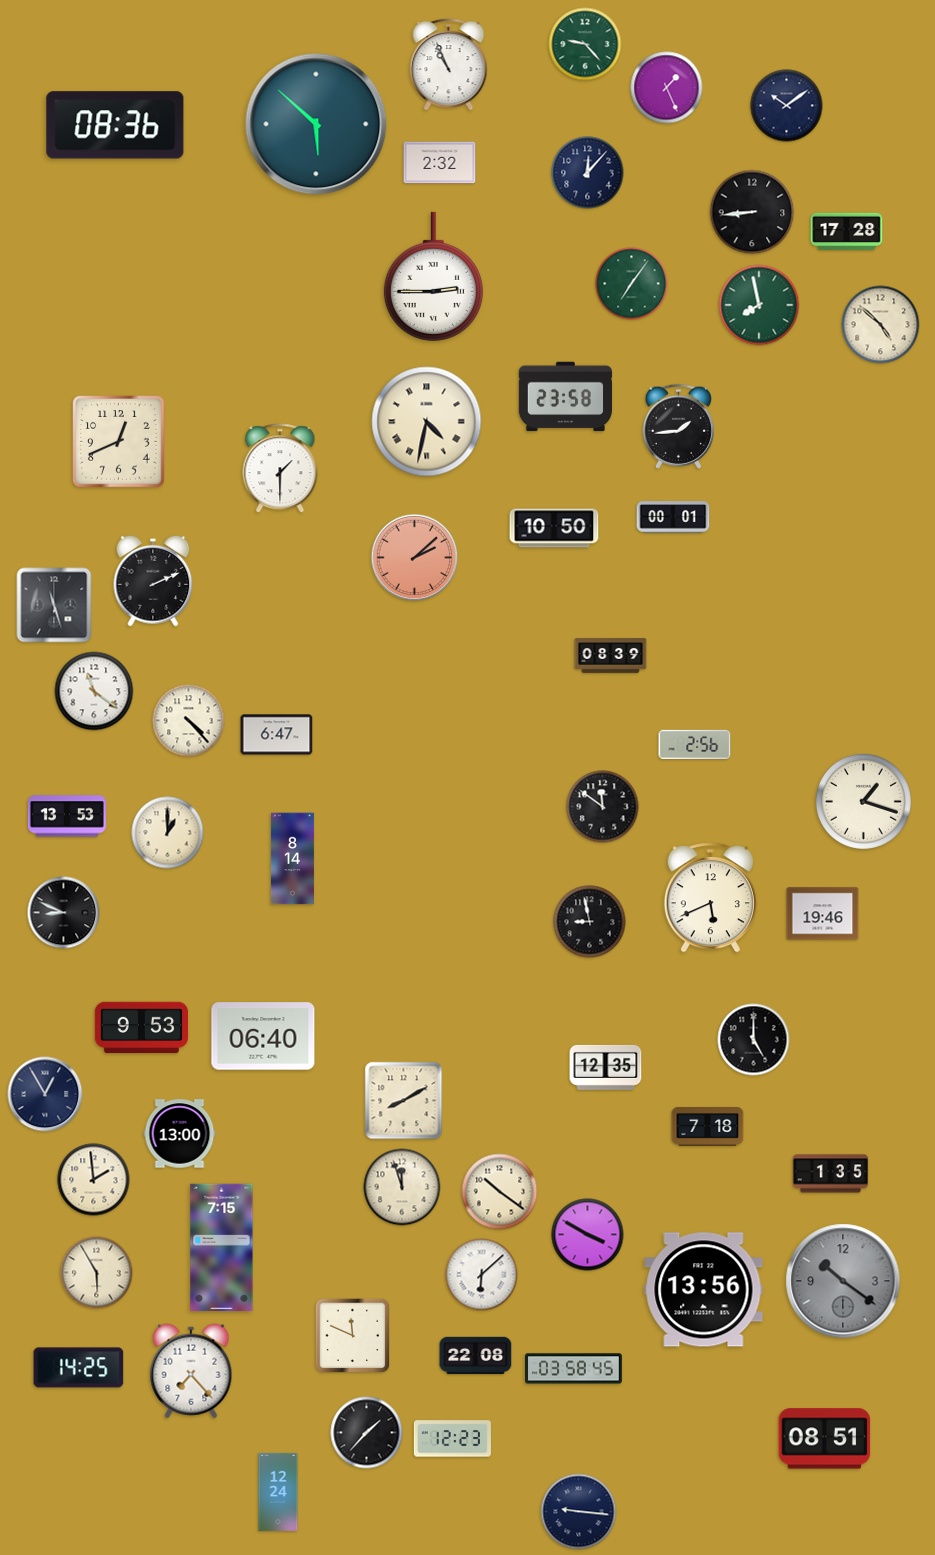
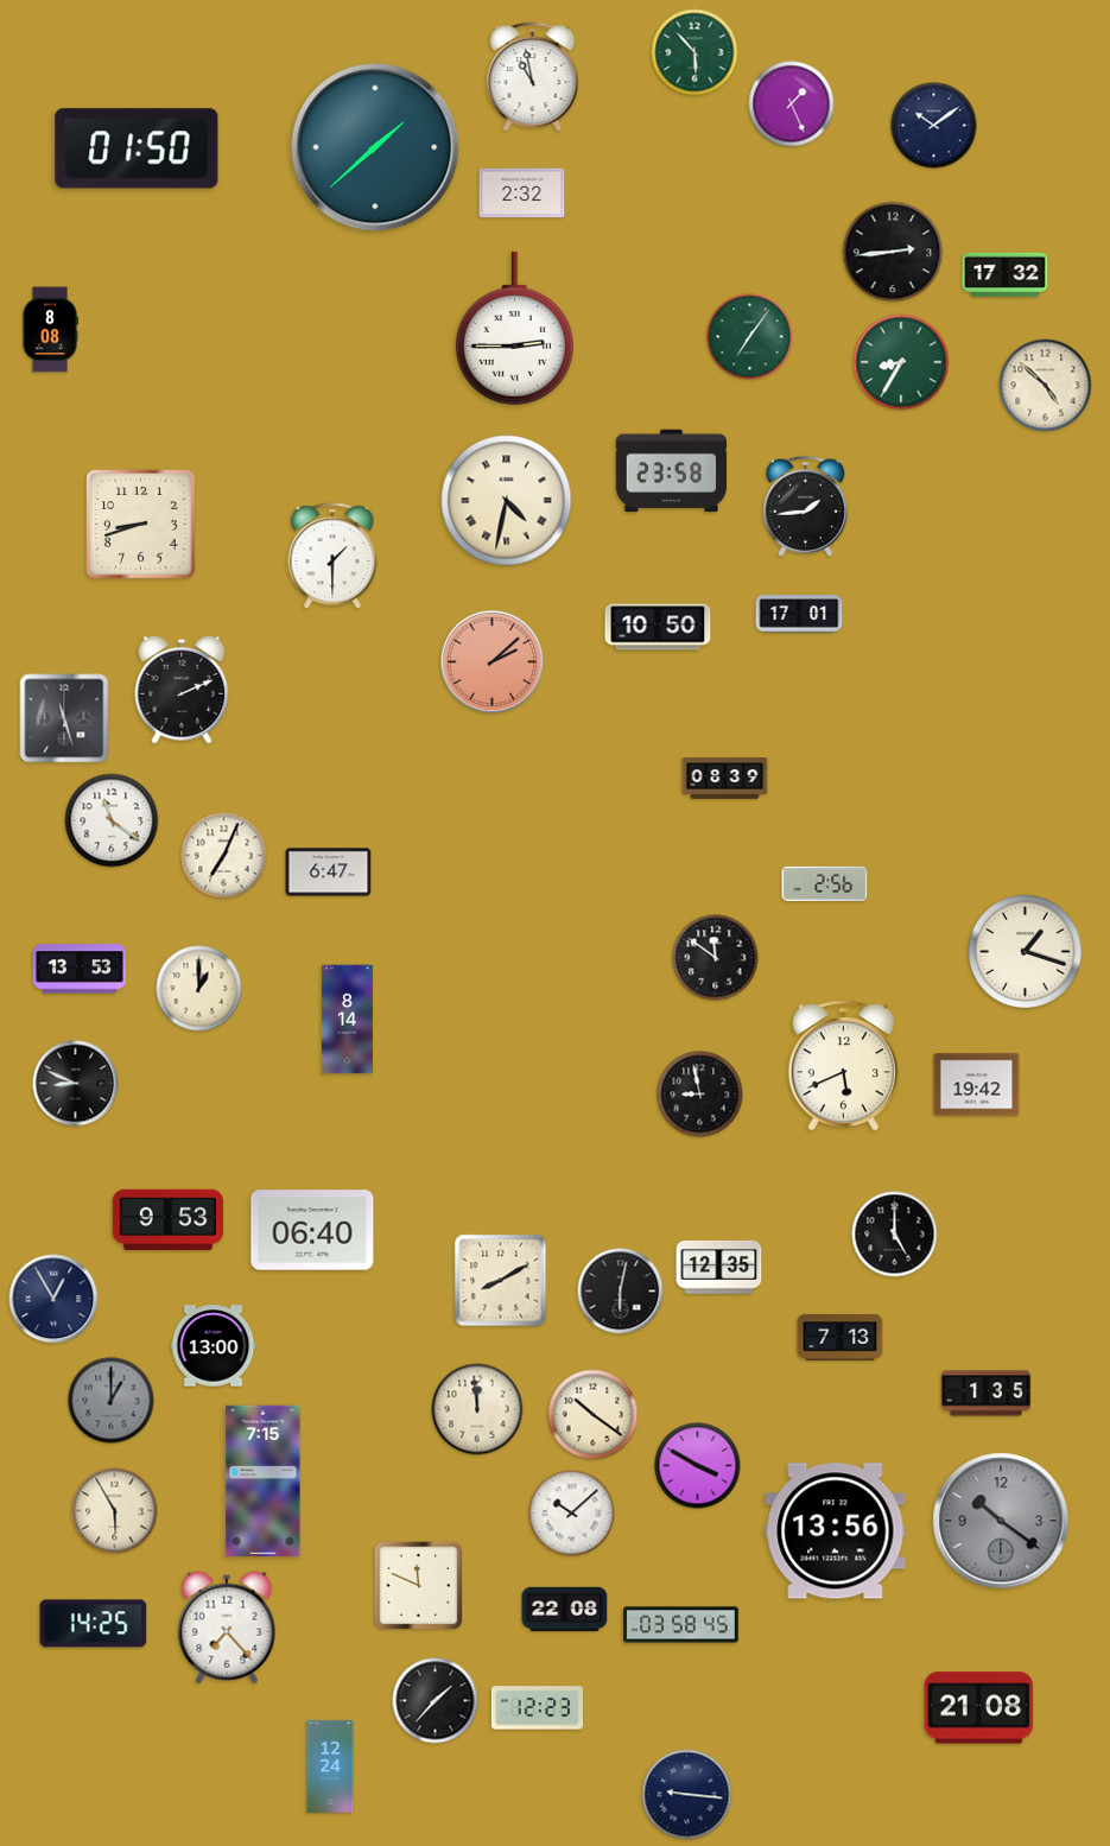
clock at (585, 44): 9:23 -> 5:53
clock at (449, 64): 10:56 -> 10:58
clock at (316, 124): 5:52 -> 1:38
clock at (115, 125): 08:36 -> 01:50
clock at (588, 173): 12:07 -> none
clock at (752, 212): 8:44 -> 2:44
clock at (847, 231): 17:28 -> 17:32
clock at (50, 330): none -> 8:08
clock at (759, 305): 7:58 -> 8:35
clock at (119, 442): 12:41 -> 8:42
clock at (673, 517): 00:01 -> 17:01
clock at (189, 721): 4:23 -> 7:04
clock at (823, 914): 19:46 -> 19:42
clock at (621, 1292): none -> 6:02
clock at (404, 1101) position: (404, 1101) -> (501, 1281)
clock at (708, 1126): 7:18 -> 7:13
clock at (94, 1180): 1:59 -> 1:00
clock at (94, 1180) dial: cream -> grey
clock at (402, 1187): 11:57 -> 11:59
clock at (482, 1275): 6:08 -> 10:08
clock at (825, 1439): 08:51 -> 21:08
clock at (278, 1492) position: (278, 1492) -> (330, 1766)
